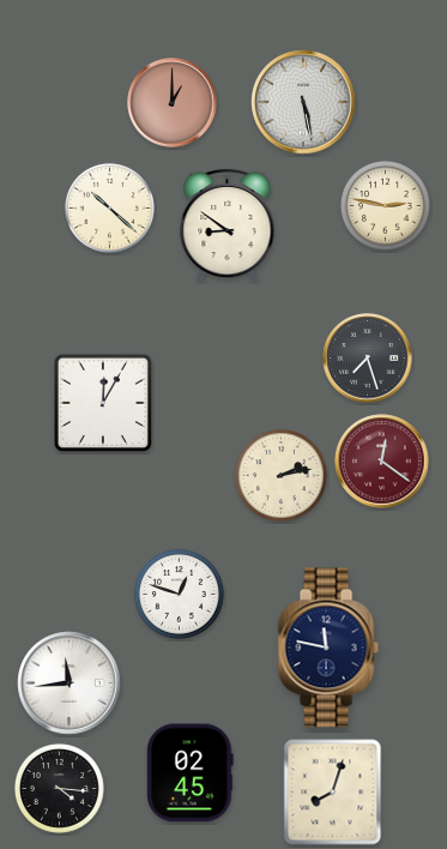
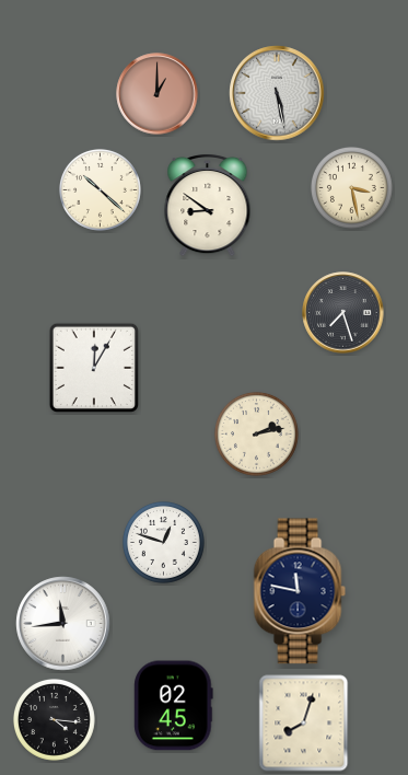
clock at (385, 205): 2:47 -> 3:28
clock at (368, 359) position: (368, 359) -> (343, 313)
clock at (382, 462): 12:21 -> none
